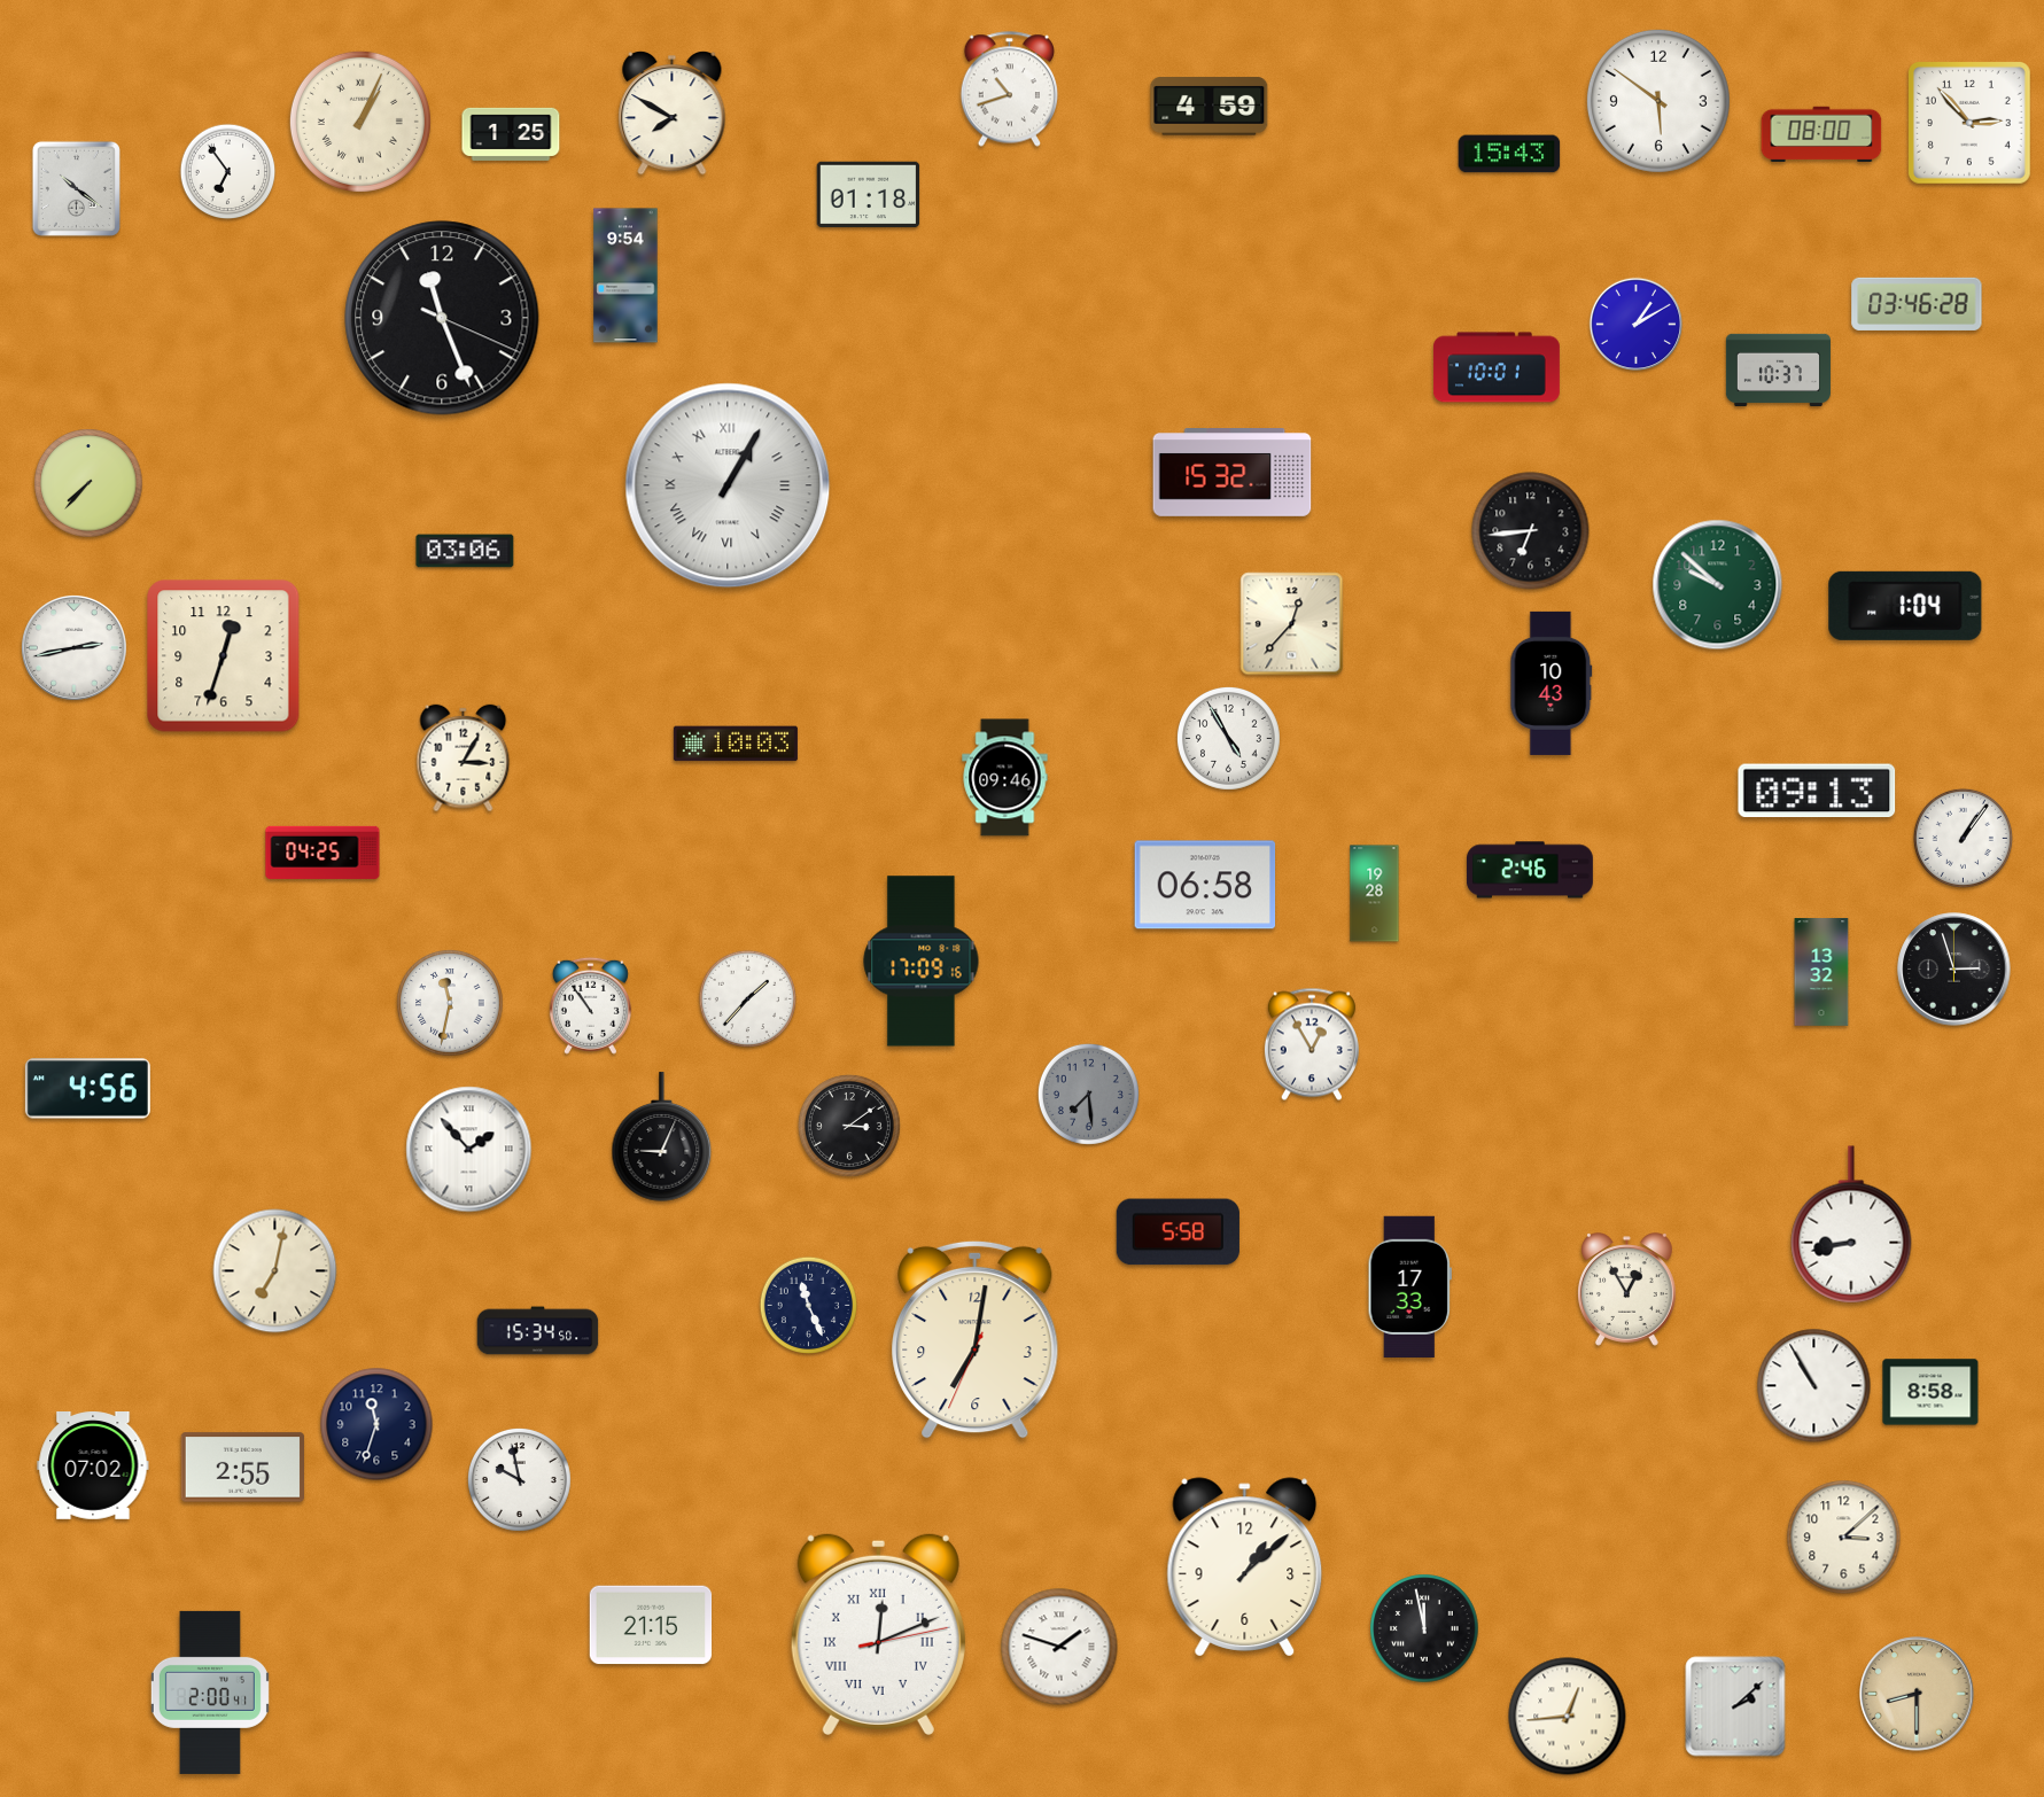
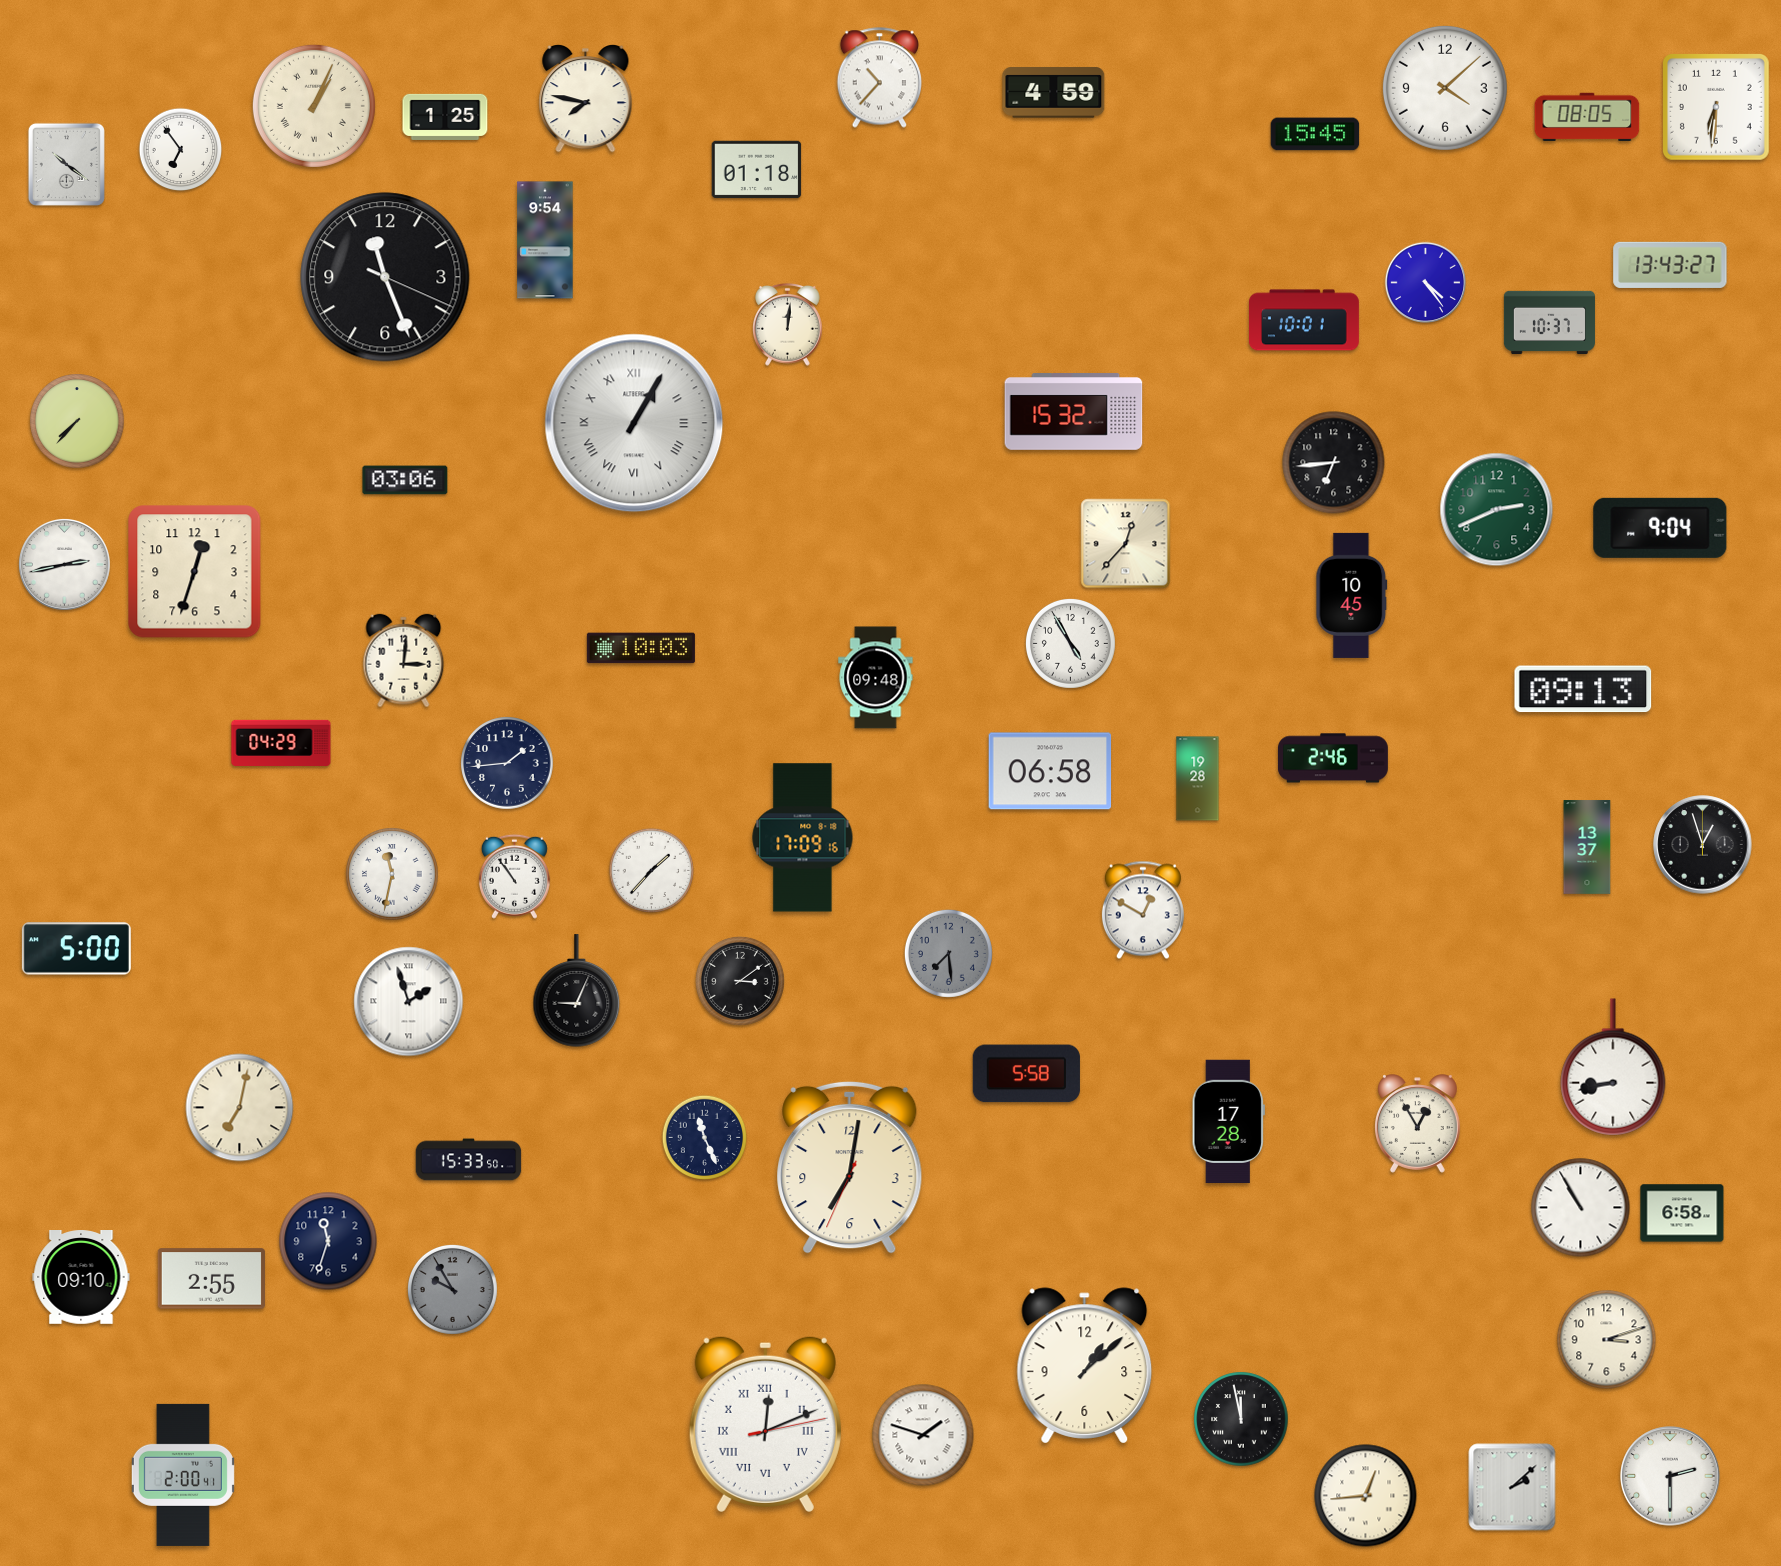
clock at (1010, 90): 10:42 -> 10:37
clock at (1658, 101): 5:51 -> 4:08
clock at (673, 112): 7:50 -> 7:47
clock at (1969, 123): 2:53 -> 6:31
clock at (1821, 133): 08:00 -> 08:05
clock at (1509, 154): 15:43 -> 15:45
clock at (228, 172) position: (228, 172) -> (181, 150)
clock at (1917, 304): 03:46 -> 13:43
clock at (1635, 324): 1:10 -> 4:24
clock at (788, 325): none -> 12:01
clock at (1718, 585): 9:52 -> 2:41
clock at (1905, 606): 1:04 -> 9:04
clock at (1552, 683): 10:43 -> 10:45
clock at (464, 759): 3:05 -> 3:01
clock at (1005, 778): 09:46 -> 09:48
clock at (1963, 838): 1:06 -> none
clock at (322, 853): 04:25 -> 04:29
clock at (507, 763): none -> 1:44
clock at (1954, 970): 2:57 -> 12:57
clock at (1821, 972): 13:32 -> 13:37
clock at (1312, 1044): 12:55 -> 12:50
clock at (87, 1089): 4:56 -> 5:00
clock at (469, 1150): 1:53 -> 1:57
clock at (1409, 1286): 17:33 -> 17:28
clock at (538, 1331): 15:34 -> 15:33
clock at (1930, 1392): 8:58 -> 6:58
clock at (93, 1467): 07:02 -> 09:10
clock at (519, 1479): 9:58 -> 9:55
clock at (519, 1479) dial: white -> grey
clock at (1844, 1538): 3:08 -> 3:12
clock at (651, 1625): 21:15 -> none
clock at (1917, 1694): 8:30 -> 2:30
clock at (1917, 1694) dial: champagne -> white
